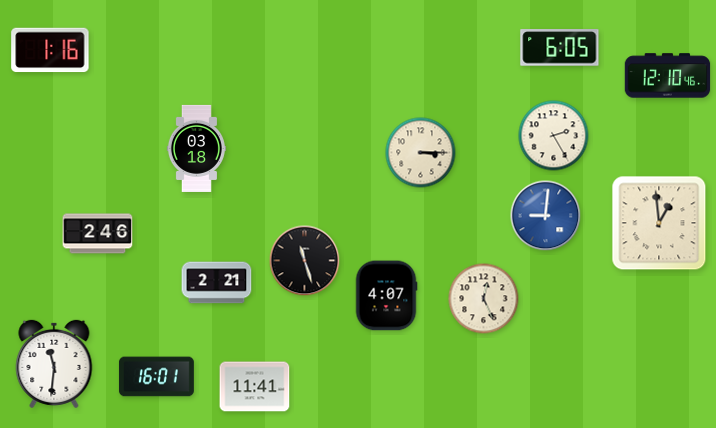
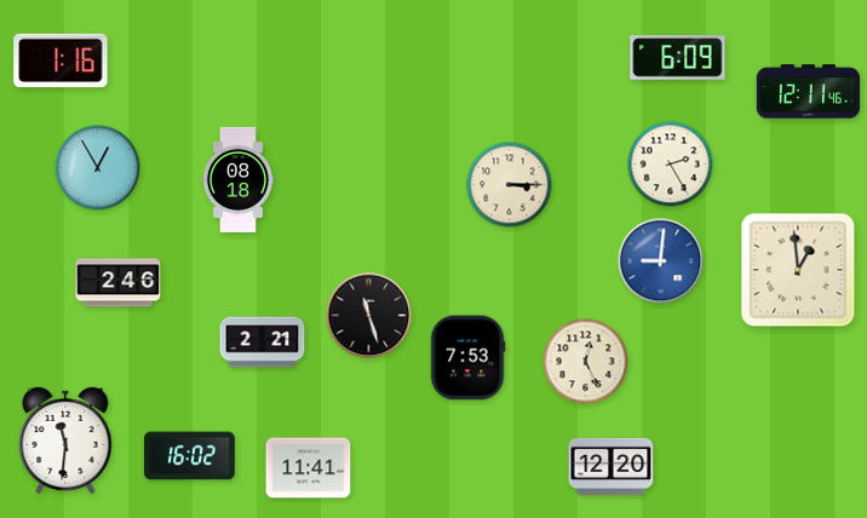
clock at (560, 48): 6:05 -> 6:09
clock at (668, 76): 12:10 -> 12:11
clock at (98, 168): none -> 12:55
clock at (196, 148): 03:18 -> 08:18
clock at (386, 296): 4:07 -> 7:53
clock at (156, 377): 16:01 -> 16:02
clock at (612, 466): none -> 12:20
